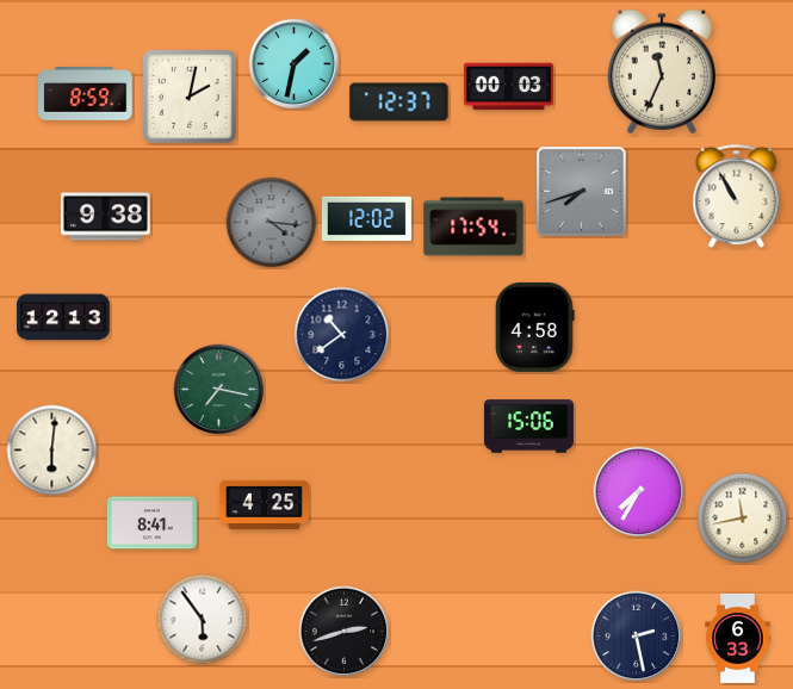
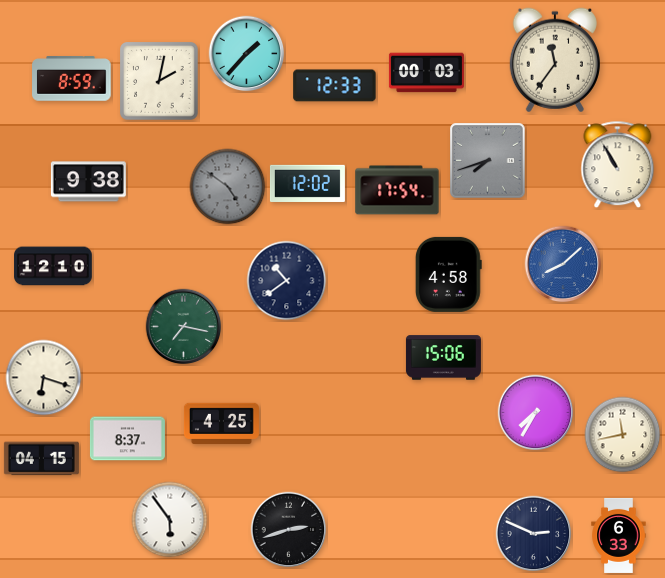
clock at (295, 64): 1:32 -> 1:37
clock at (662, 72): 11:34 -> 11:36
clock at (399, 103): 12:37 -> 12:33
clock at (272, 223): 4:16 -> 4:51
clock at (563, 264): none -> 8:08
clock at (63, 317): 12:13 -> 12:10
clock at (52, 451): 6:01 -> 6:18
clock at (151, 523): 8:41 -> 8:37
clock at (41, 459): none -> 04:15
clock at (637, 637): 2:28 -> 2:49
